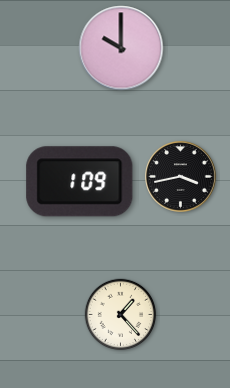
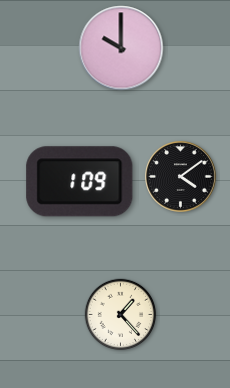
clock at (181, 177): 3:43 -> 4:09
